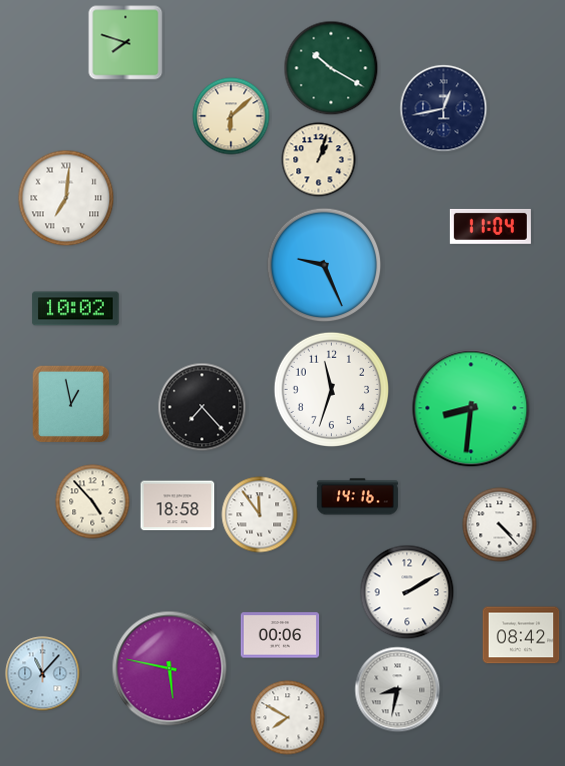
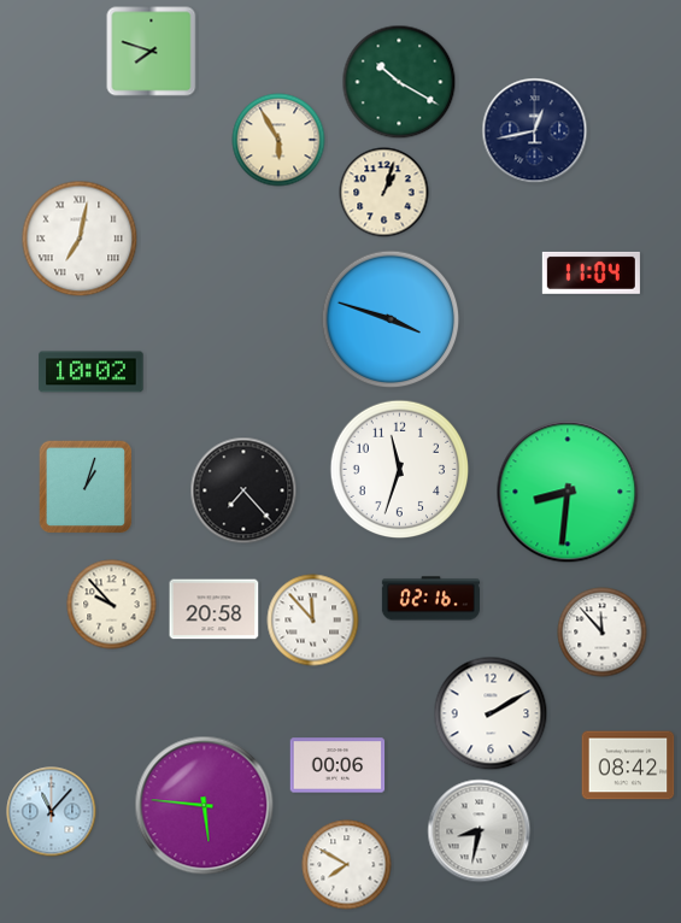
clock at (231, 116): 6:08 -> 5:55
clock at (66, 198): 7:01 -> 7:02
clock at (324, 265): 9:26 -> 3:48
clock at (71, 404): 12:58 -> 1:03
clock at (357, 497): 14:16 -> 02:16
clock at (93, 502): 4:53 -> 9:53
clock at (178, 506): 18:58 -> 20:58
clock at (260, 515): 11:54 -> 11:53
clock at (500, 525): 4:23 -> 11:53
clock at (170, 669): 5:47 -> 5:46
